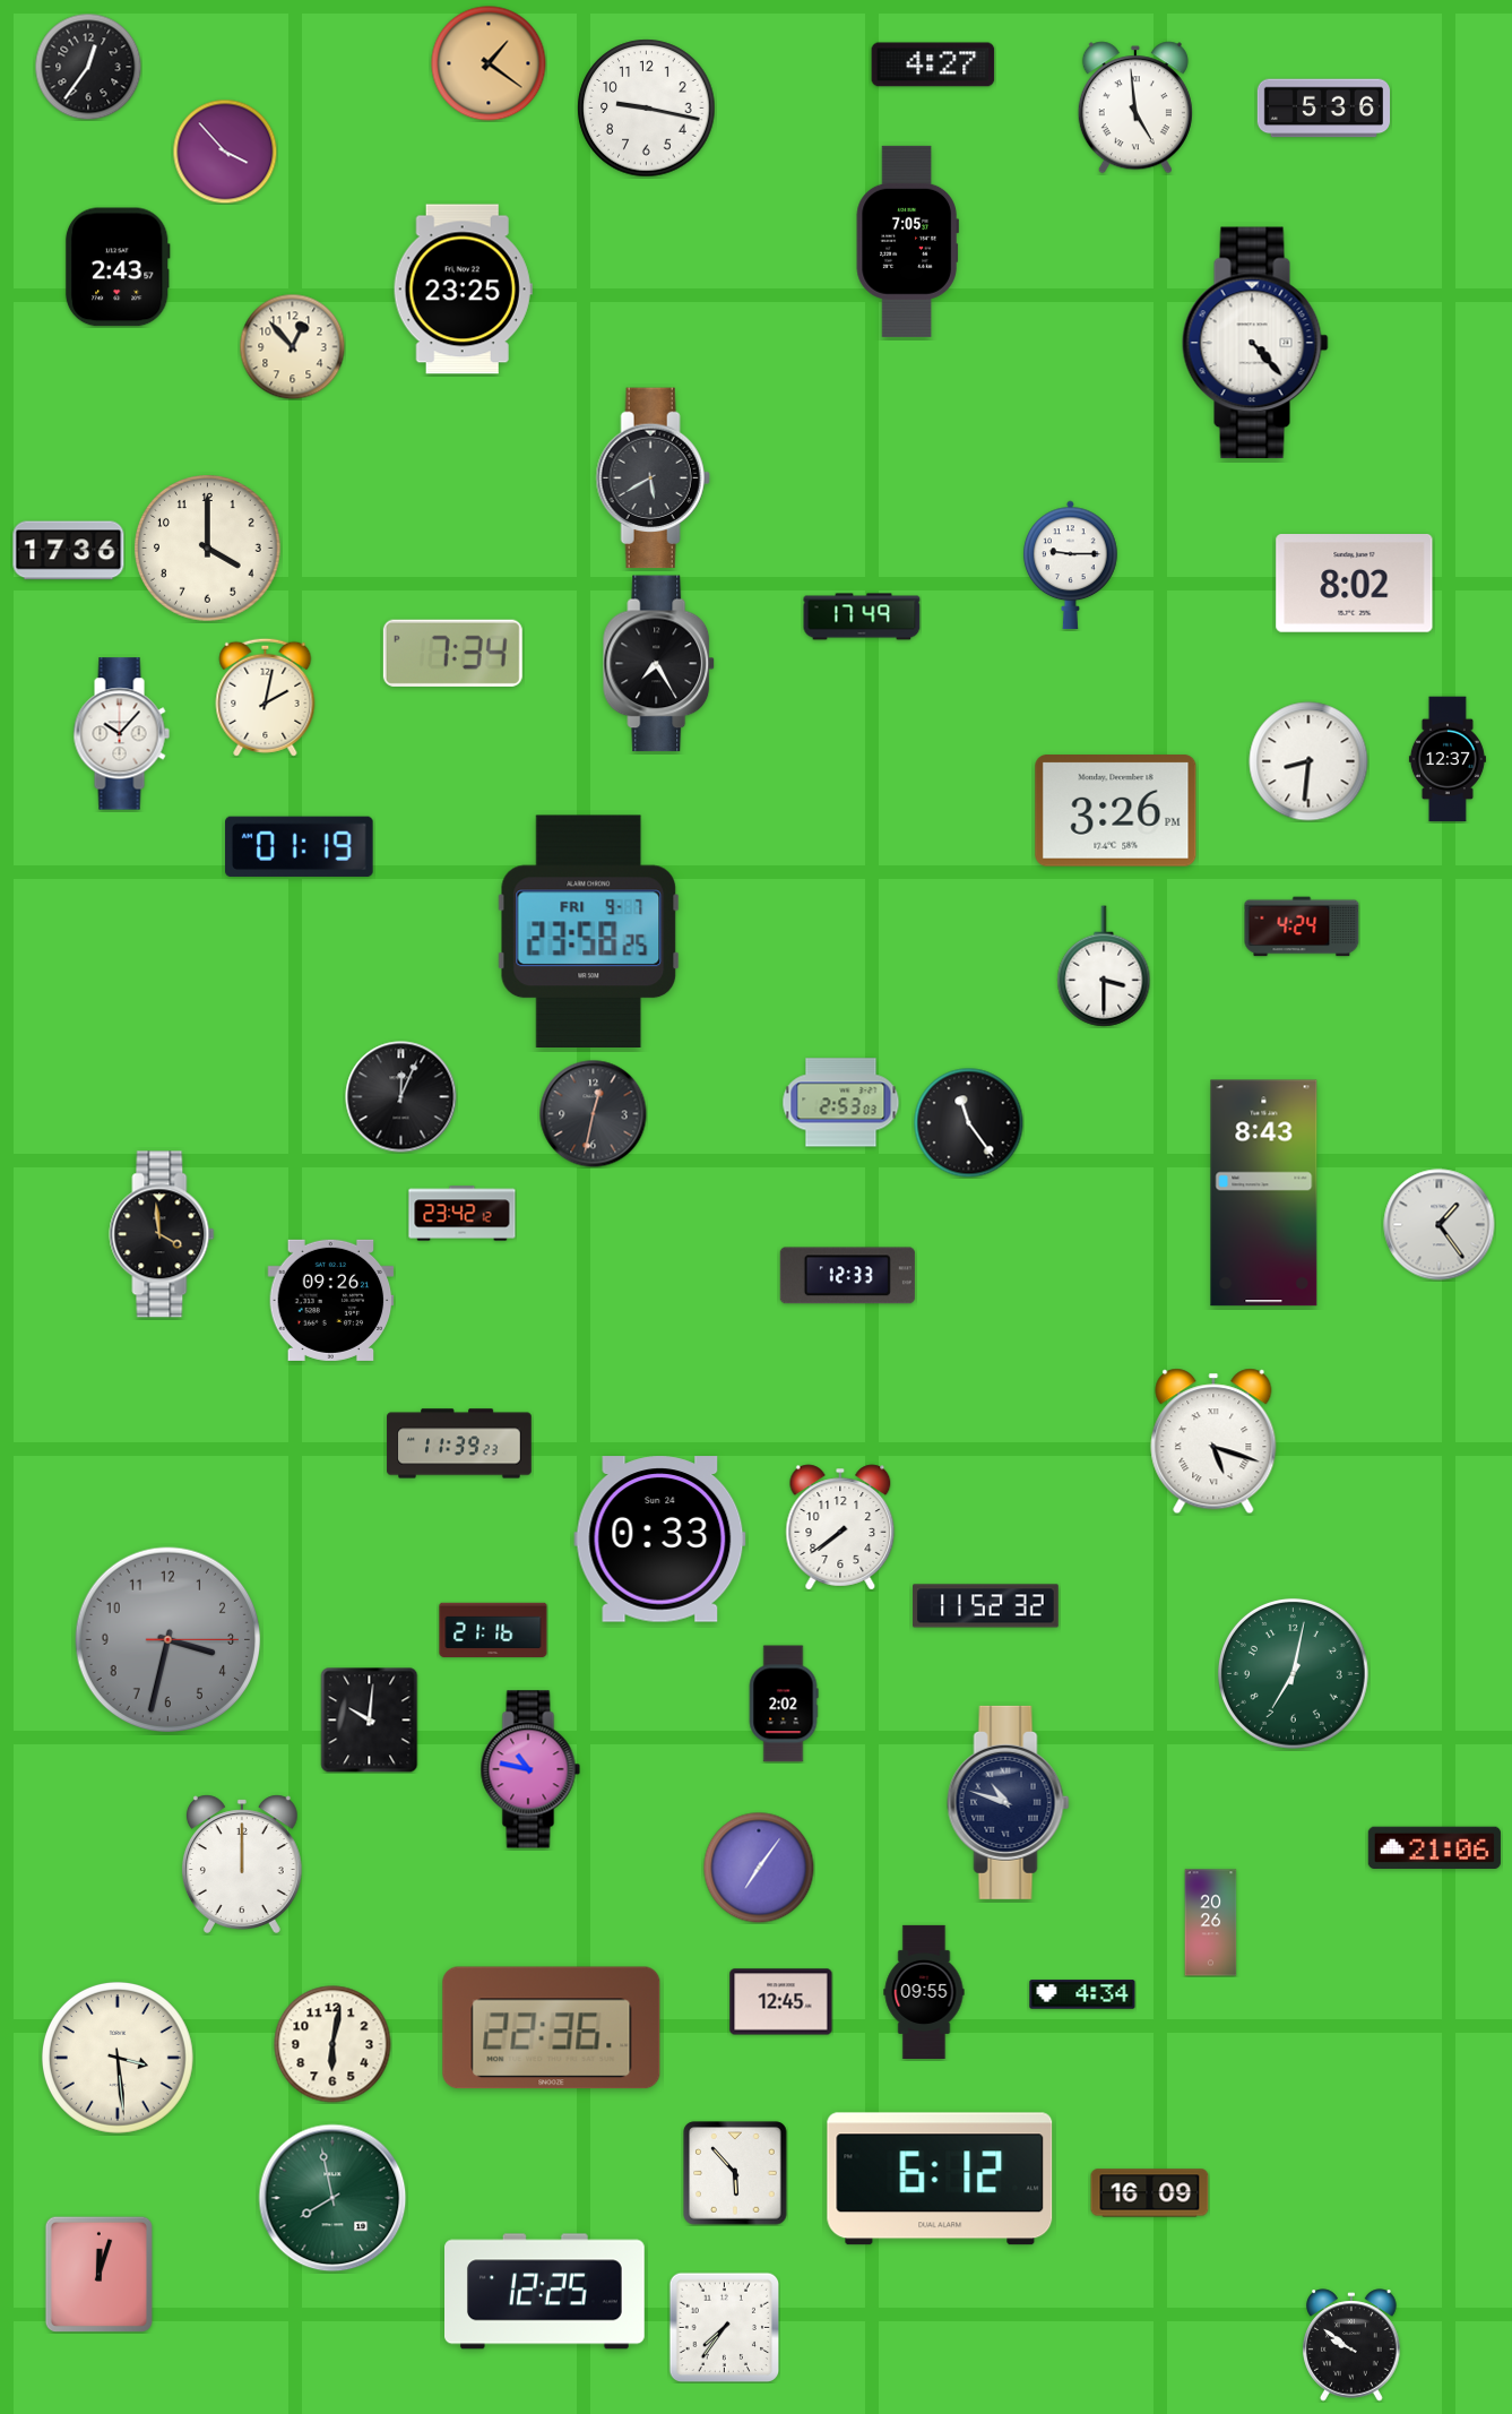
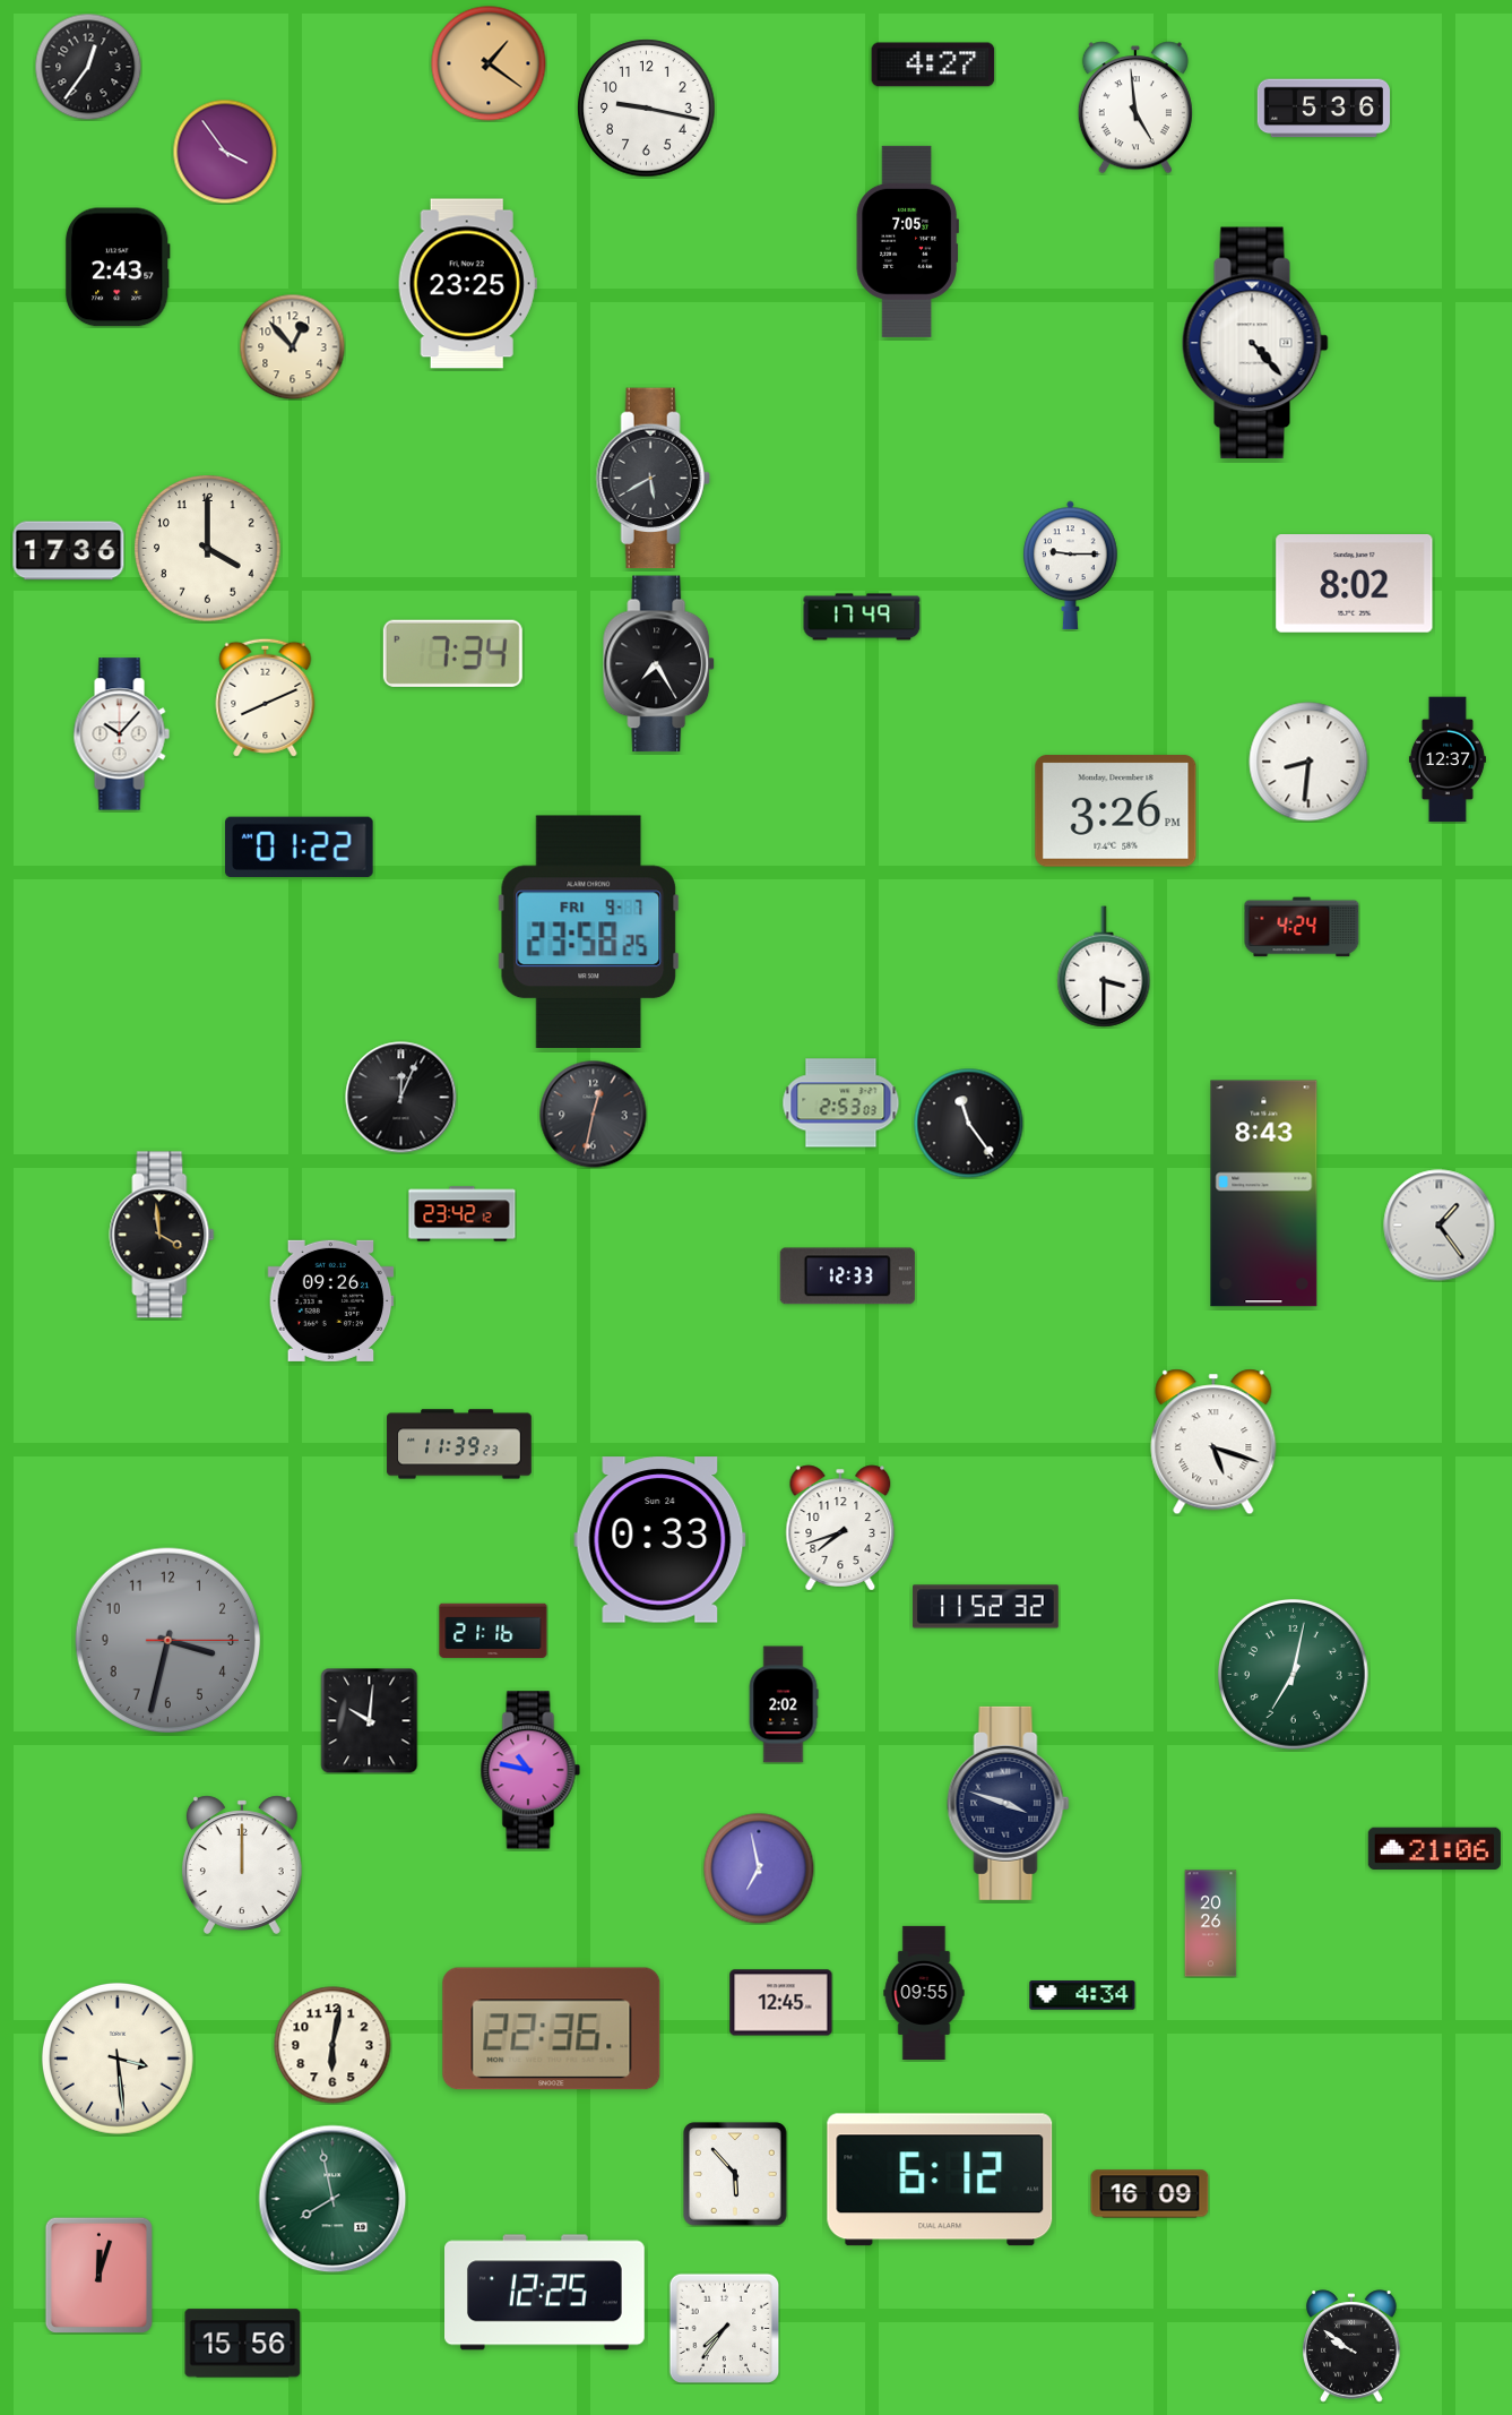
clock at (225, 152): 3:53 -> 3:54
clock at (463, 290) position: (463, 290) -> (467, 284)
clock at (266, 697): 2:02 -> 8:11
clock at (300, 846): 01:19 -> 01:22
clock at (840, 1527): 7:39 -> 7:42
clock at (1009, 1802): 10:48 -> 3:48
clock at (759, 1868): 7:06 -> 6:58
clock at (243, 2344): none -> 15:56
